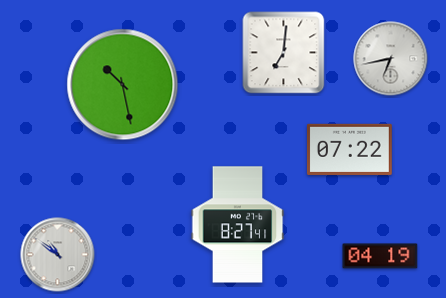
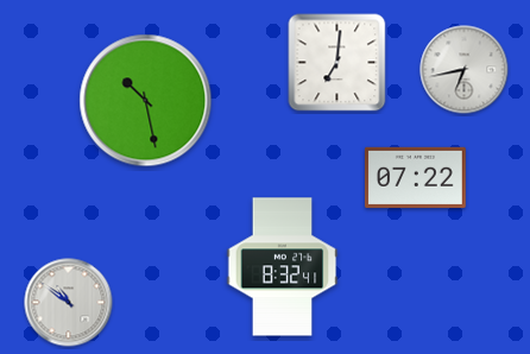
clock at (238, 225): 8:27 -> 8:32
clock at (380, 256): 04:19 -> none
